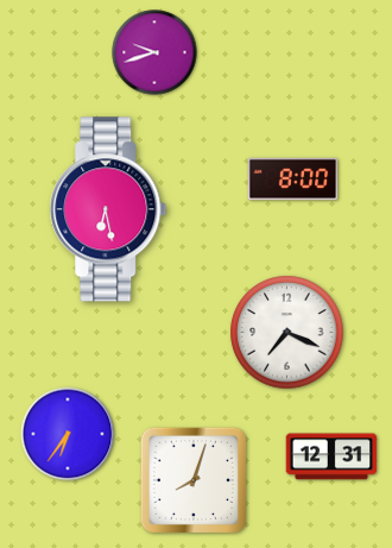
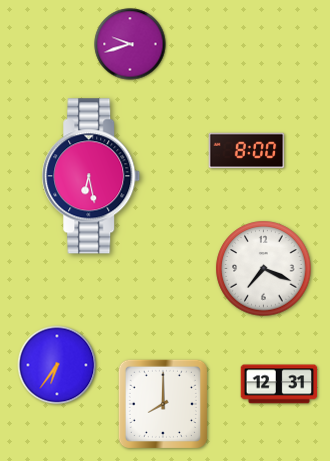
clock at (287, 333) position: (287, 333) -> (264, 269)
clock at (194, 480): 8:03 -> 8:00
